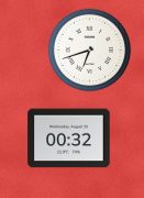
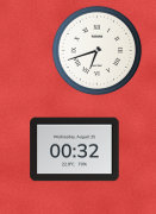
clock at (90, 51) position: (90, 51) -> (98, 51)
